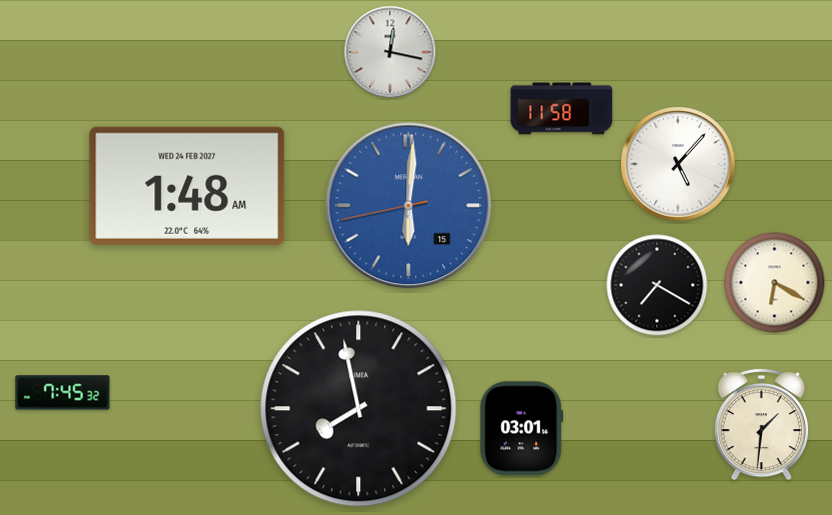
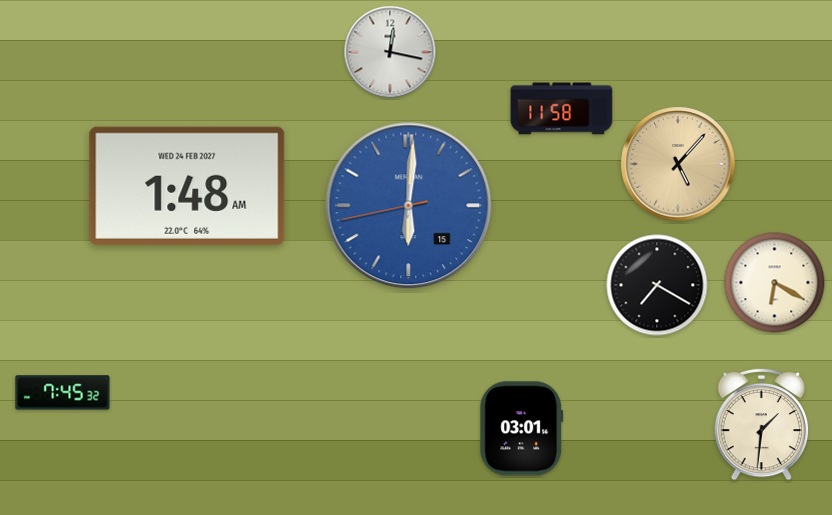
clock at (678, 164) dial: white -> champagne
clock at (359, 409): 7:58 -> none
